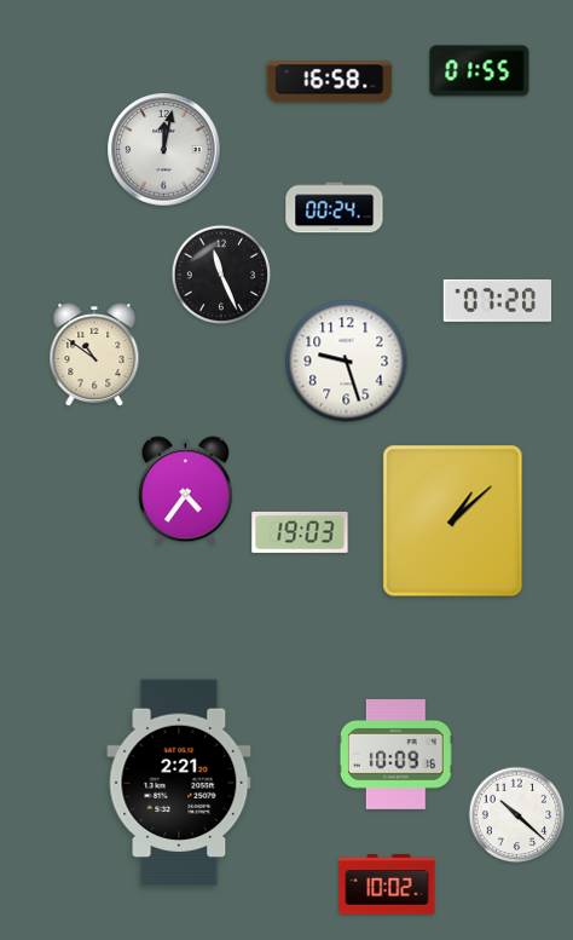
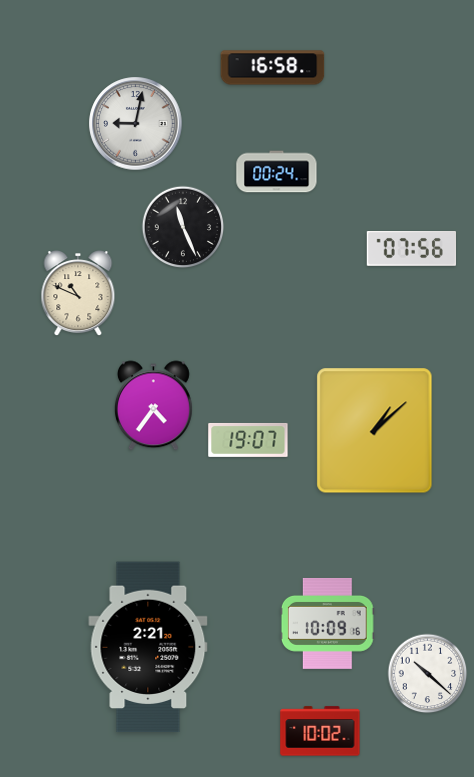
clock at (480, 71): 01:55 -> none
clock at (164, 150): 12:02 -> 9:02
clock at (497, 301): 07:20 -> 07:56
clock at (94, 356): 10:51 -> 10:49
clock at (347, 362): 9:27 -> none
clock at (300, 532): 19:03 -> 19:07
